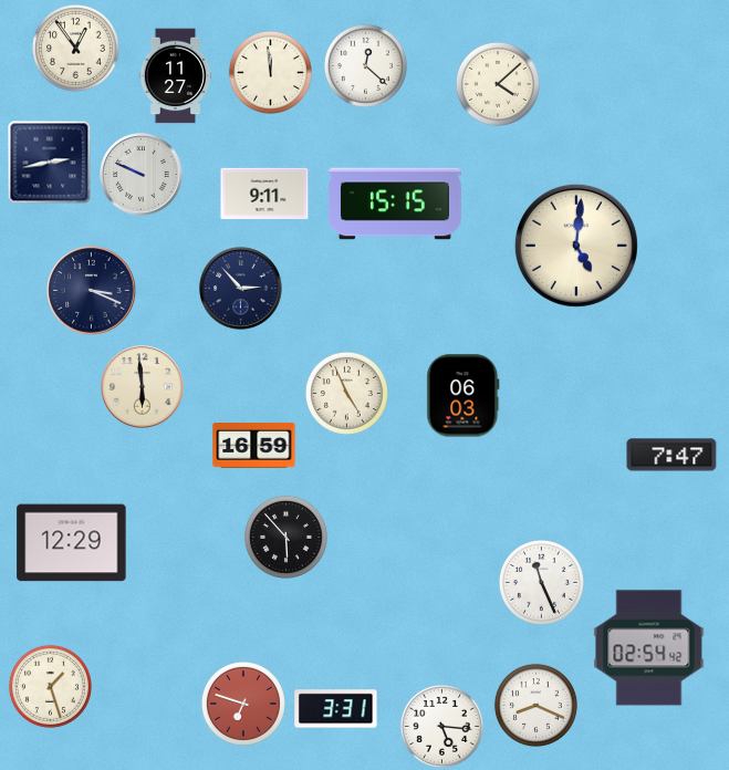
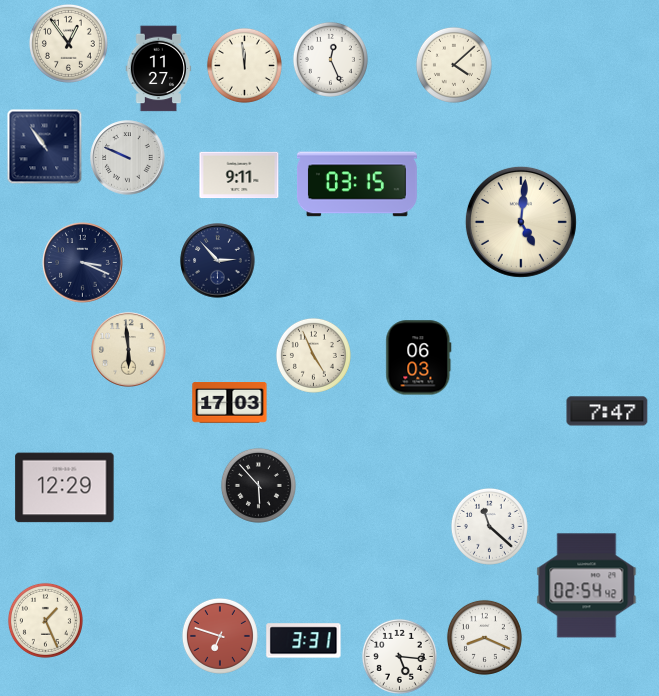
clock at (365, 65): 12:22 -> 12:26
clock at (498, 84) position: (498, 84) -> (454, 65)
clock at (50, 163): 2:43 -> 10:54
clock at (395, 204): 15:15 -> 03:15
clock at (254, 446): 16:59 -> 17:03
clock at (72, 543) position: (72, 543) -> (65, 488)
clock at (541, 582): 11:26 -> 11:22
clock at (50, 686): 1:27 -> 1:26
